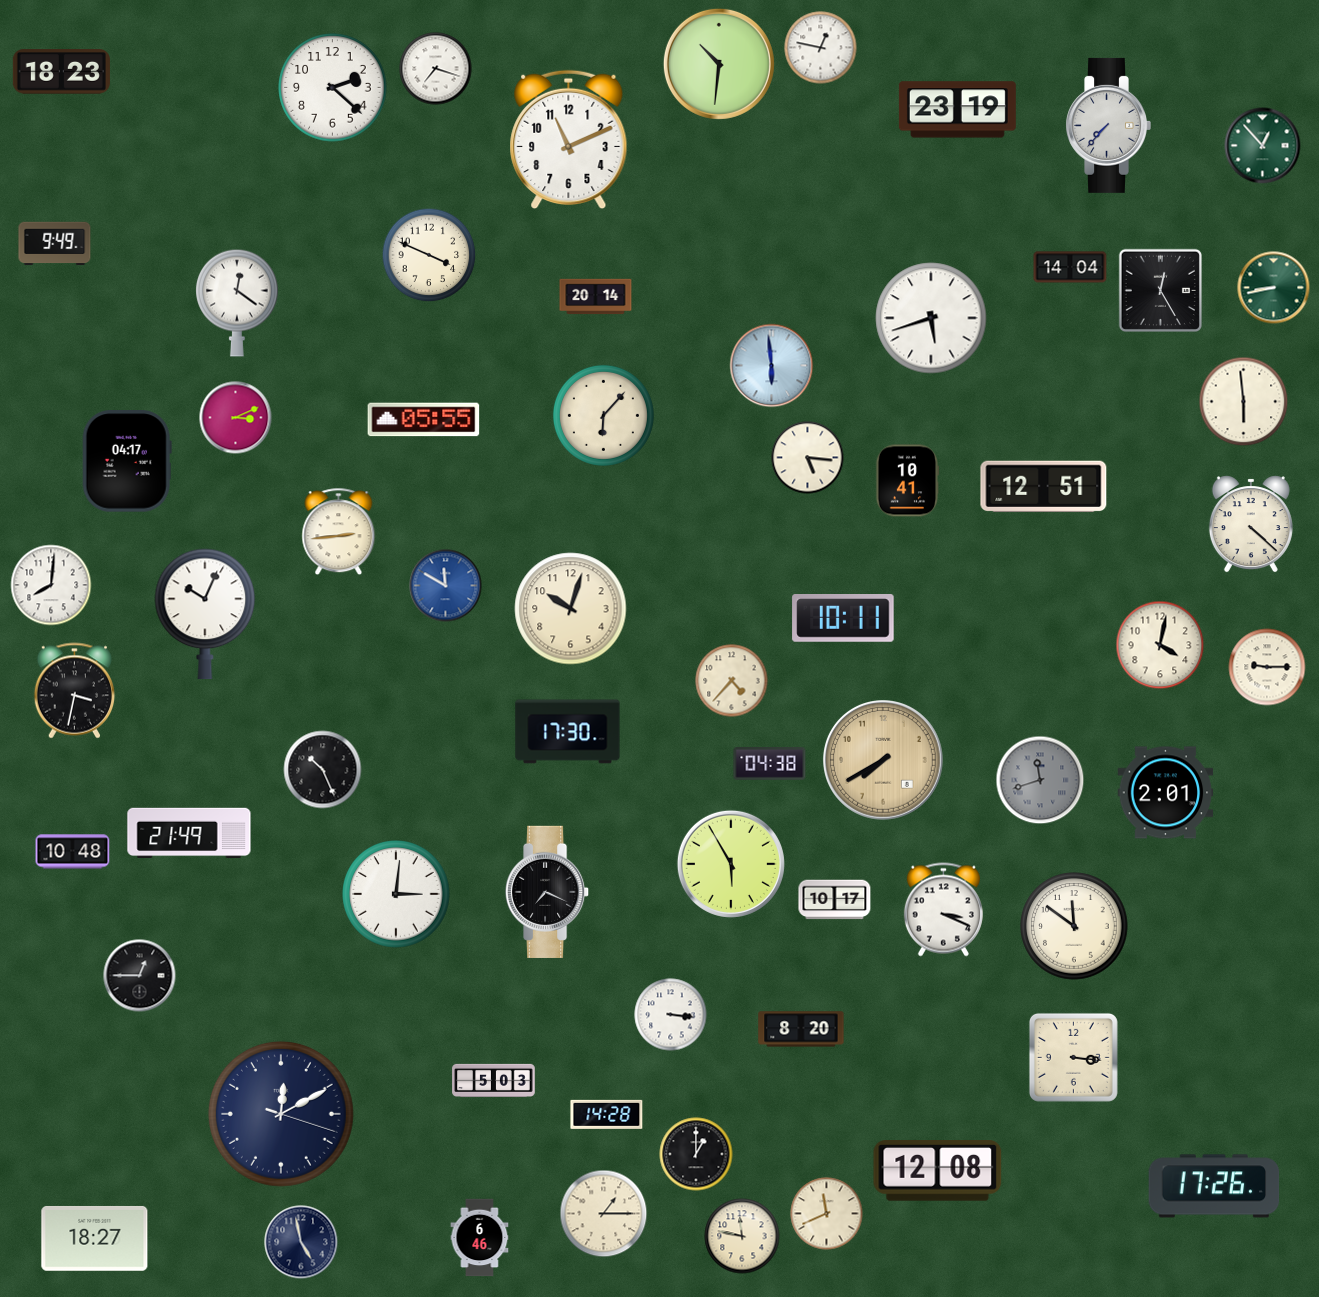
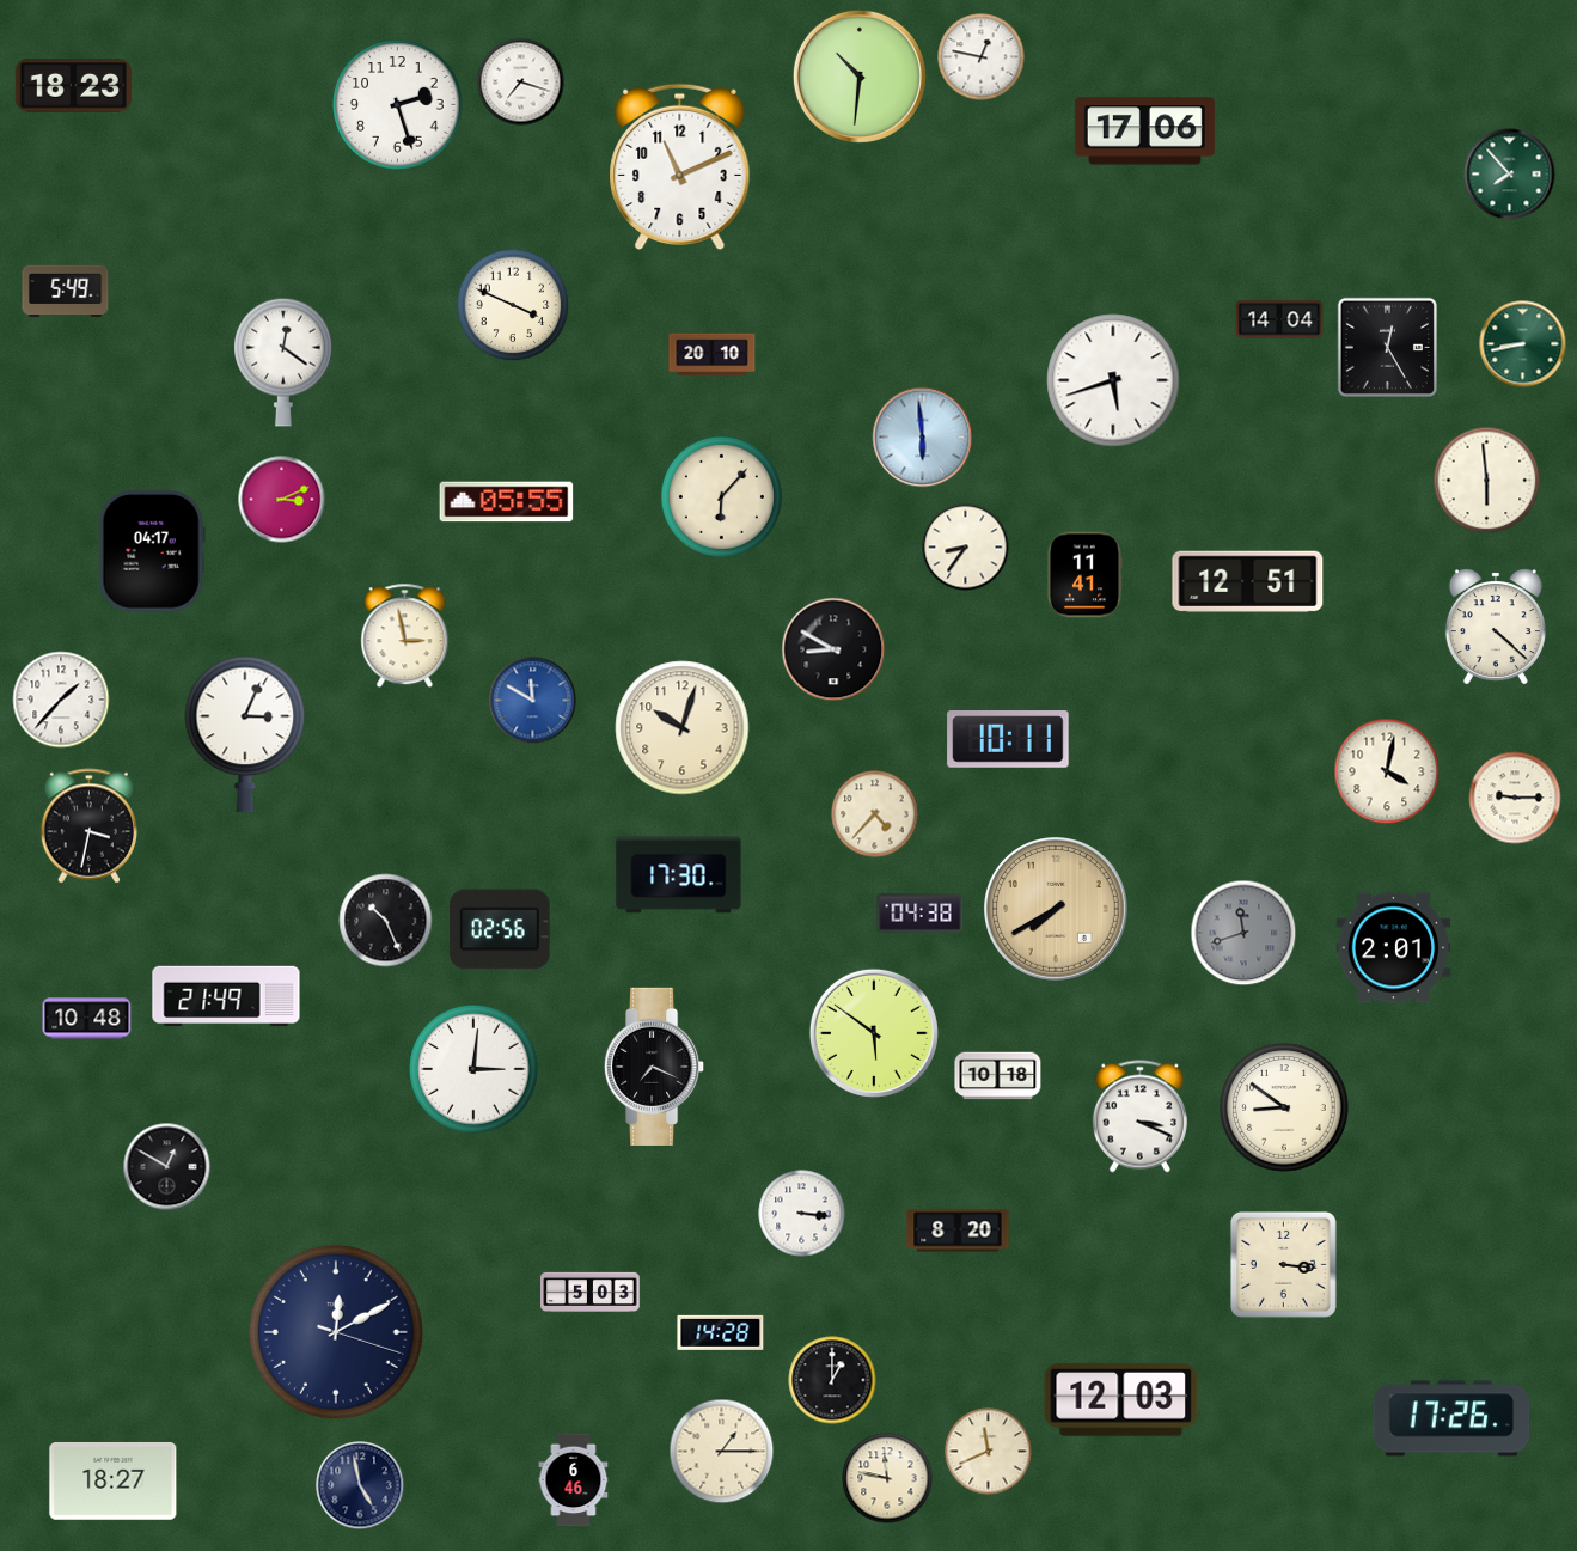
clock at (333, 88): 2:22 -> 2:27
clock at (957, 110): 23:19 -> 17:06
clock at (1108, 125): 7:37 -> none
clock at (1263, 146): 12:53 -> 7:53
clock at (55, 244): 9:49 -> 5:49
clock at (596, 297): 20:14 -> 20:10
clock at (808, 458): 5:16 -> 8:36
clock at (907, 481): 10:41 -> 11:41
clock at (339, 532): 2:44 -> 2:58
clock at (833, 649): none -> 8:50
clock at (51, 585): 8:01 -> 1:37
clock at (205, 614): 10:04 -> 3:04
clock at (500, 929): none -> 02:56
clock at (731, 864): 5:55 -> 5:51
clock at (835, 900): 10:17 -> 10:18
clock at (943, 910) position: (943, 910) -> (1139, 1117)
clock at (1074, 926): 11:51 -> 8:51
clock at (140, 976): 12:45 -> 12:50
clock at (607, 1114) position: (607, 1114) -> (721, 1332)
clock at (938, 1171): 12:08 -> 12:03
